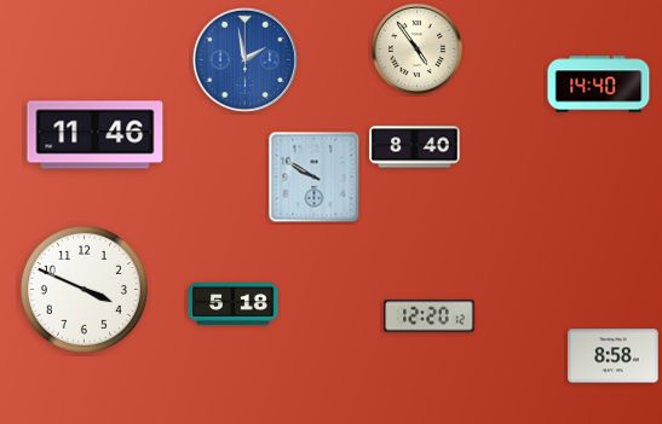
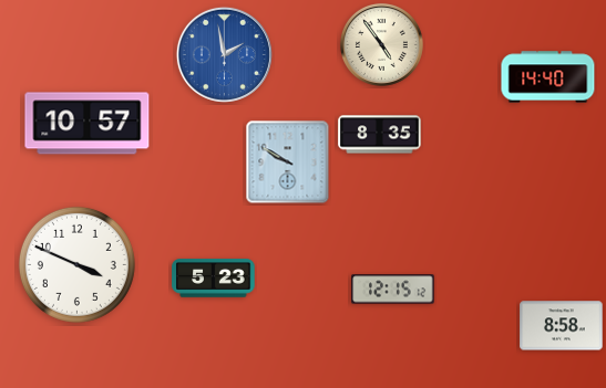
clock at (96, 135): 11:46 -> 10:57
clock at (415, 147): 8:40 -> 8:35
clock at (234, 304): 5:18 -> 5:23
clock at (430, 316): 12:20 -> 12:15
